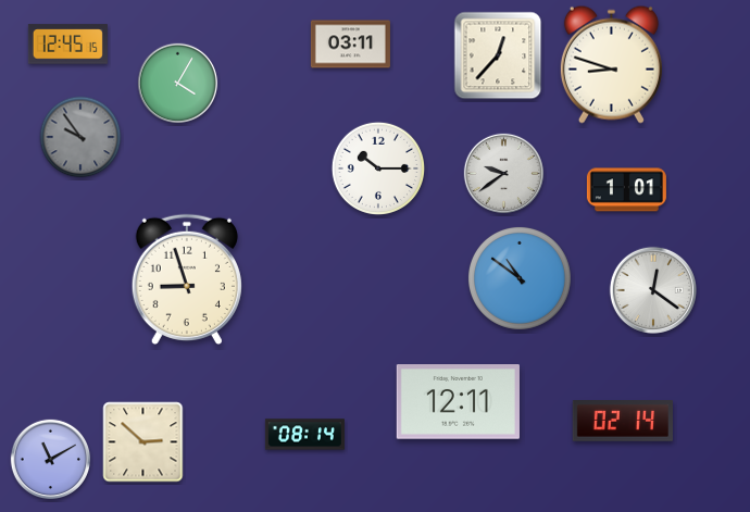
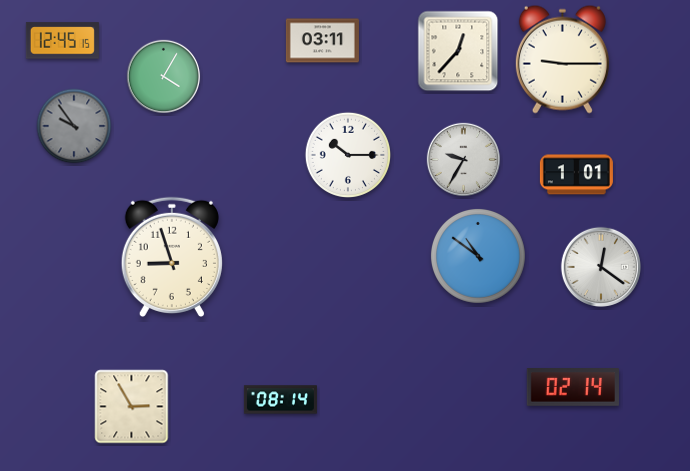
clock at (611, 64): 8:48 -> 9:15
clock at (504, 174): 9:39 -> 9:35
clock at (458, 402): 12:11 -> none
clock at (143, 442): 2:52 -> 2:55
clock at (51, 460): 11:10 -> none
